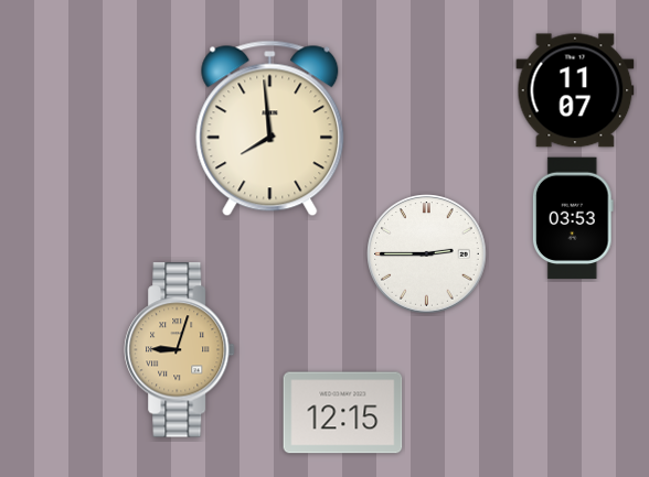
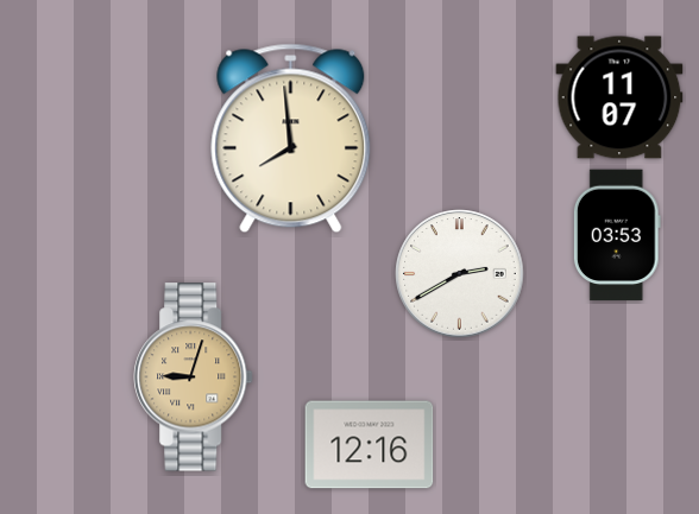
clock at (427, 254): 2:45 -> 2:40
clock at (343, 413): 12:15 -> 12:16
